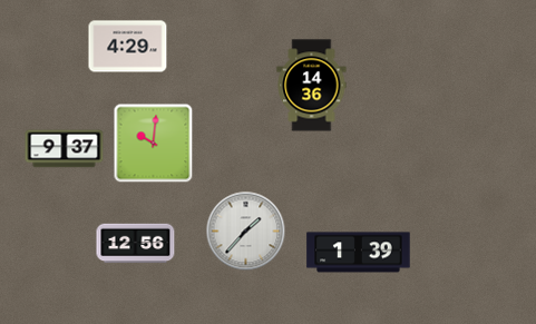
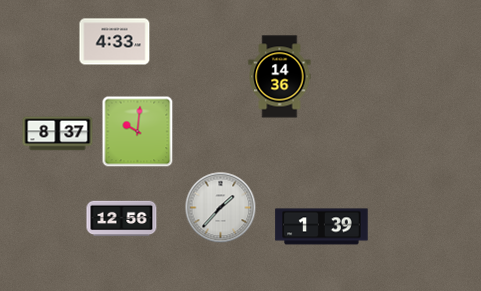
clock at (128, 47): 4:29 -> 4:33
clock at (154, 144) position: (154, 144) -> (138, 132)
clock at (65, 149): 9:37 -> 8:37
